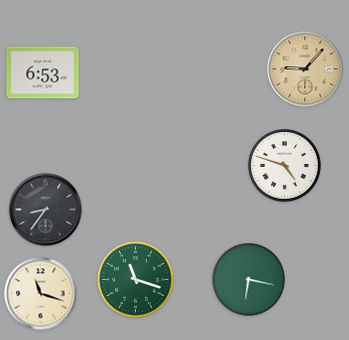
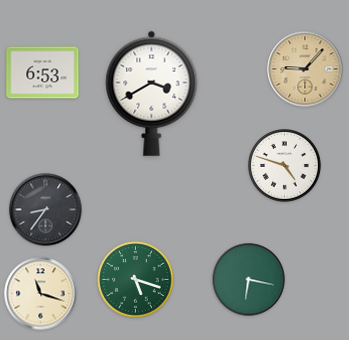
clock at (152, 93): none -> 3:40
clock at (136, 280): 11:18 -> 5:18
